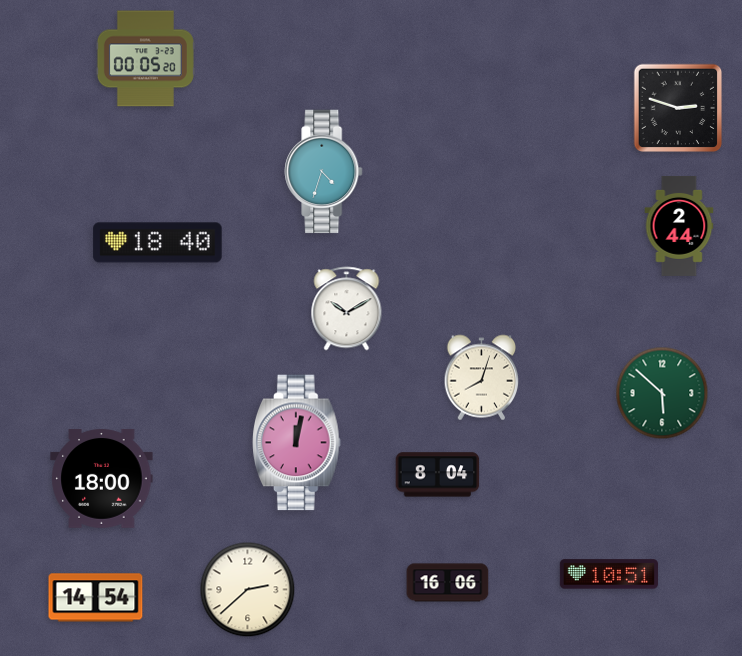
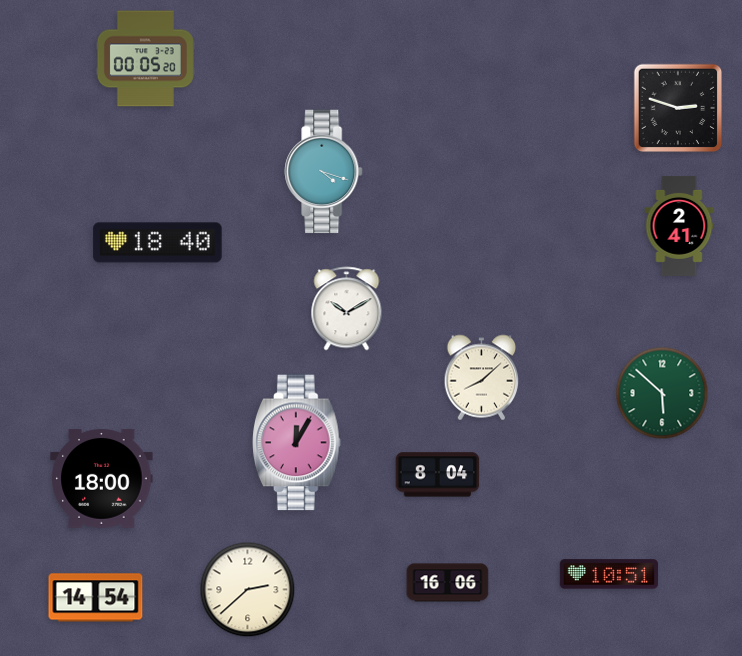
clock at (324, 172): 4:33 -> 4:18
clock at (679, 226): 2:44 -> 2:41
clock at (482, 378): 8:03 -> 8:08
clock at (297, 443): 12:02 -> 12:05
